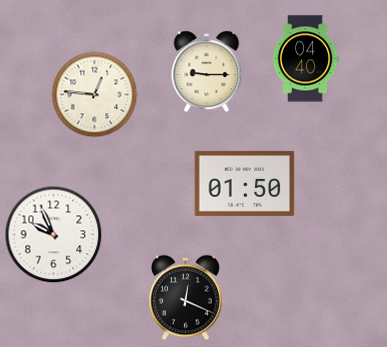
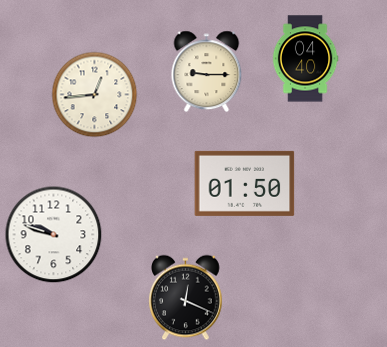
clock at (95, 95): 12:46 -> 12:44
clock at (54, 235): 9:56 -> 9:48
